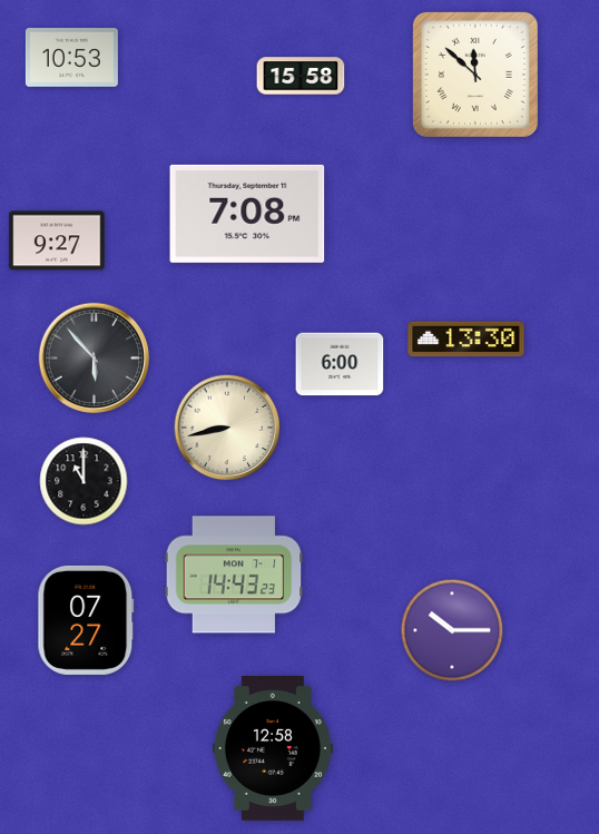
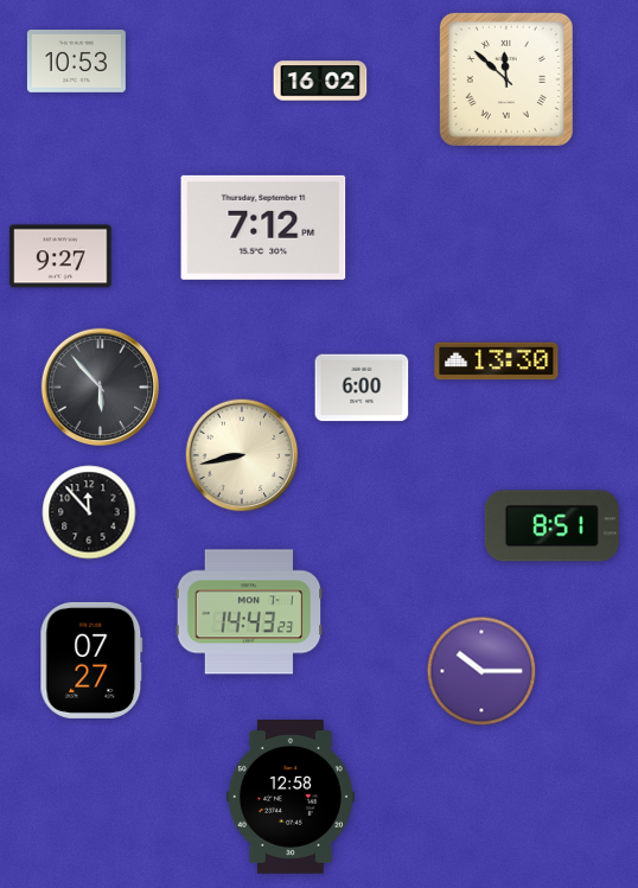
clock at (301, 76): 15:58 -> 16:02
clock at (247, 214): 7:08 -> 7:12
clock at (94, 357) position: (94, 357) -> (100, 386)
clock at (84, 481): 11:00 -> 11:53
clock at (551, 526): none -> 8:51
